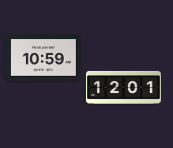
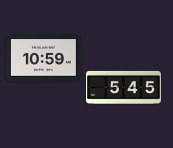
clock at (123, 87): 12:01 -> 5:45
